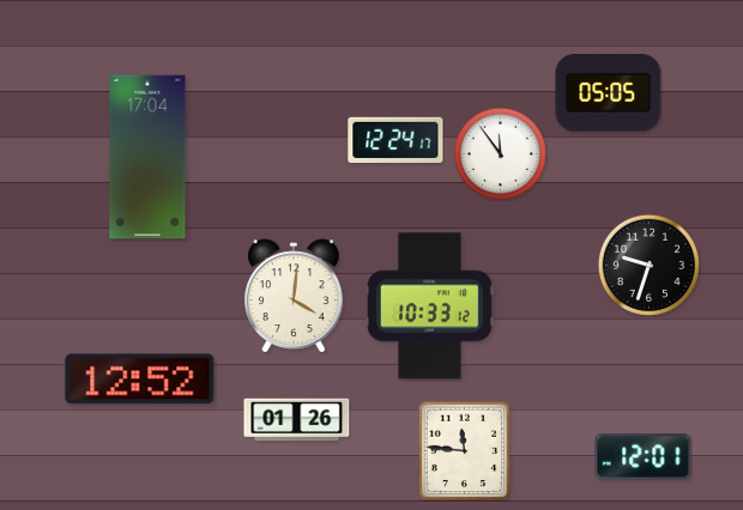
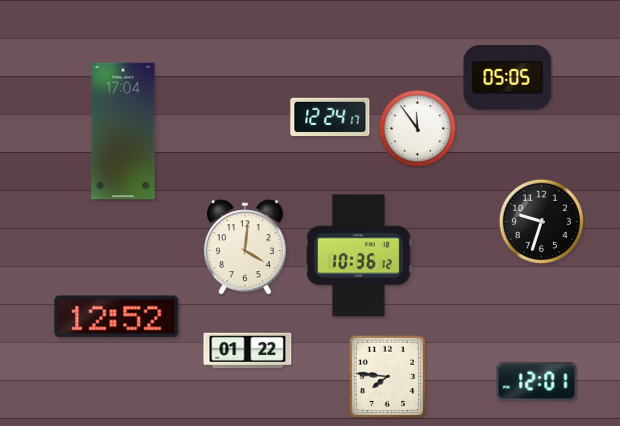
clock at (430, 306): 10:33 -> 10:36
clock at (297, 420): 01:26 -> 01:22
clock at (465, 450): 11:46 -> 7:46
